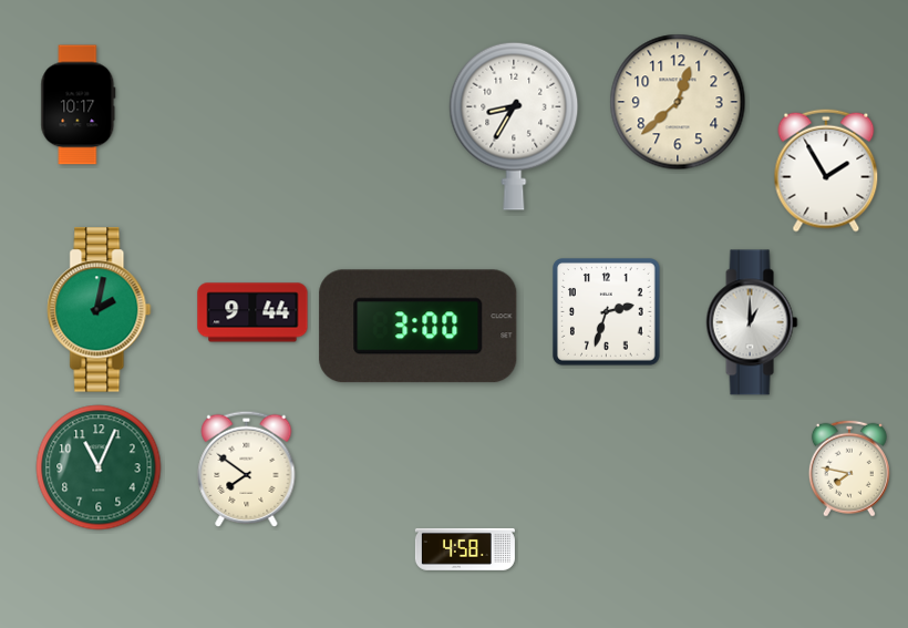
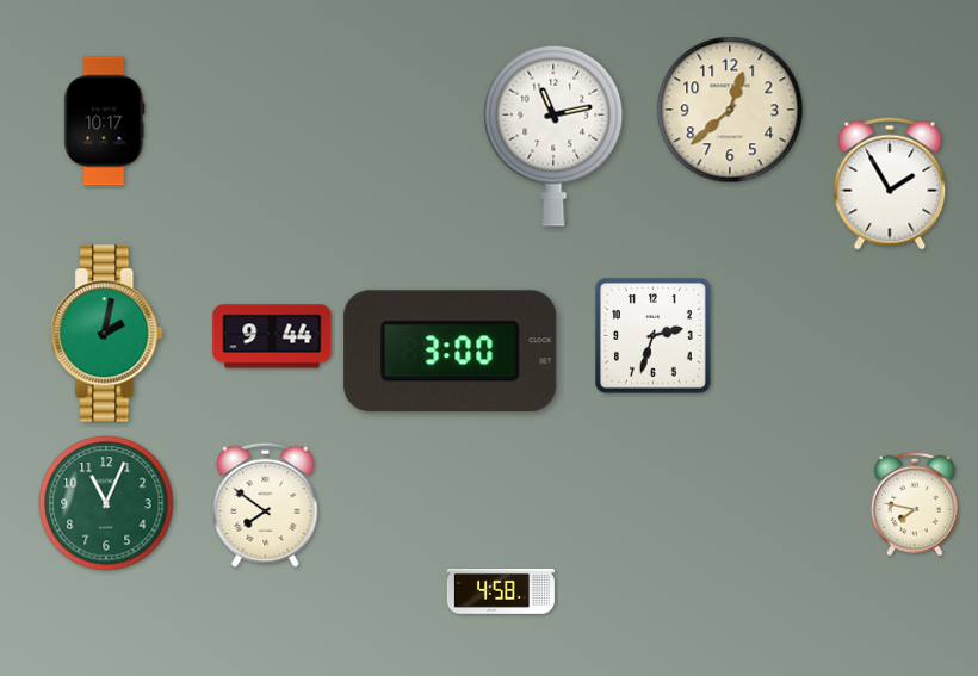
clock at (79, 105) position: (79, 105) -> (105, 122)
clock at (514, 126): 8:35 -> 11:13
clock at (752, 322): 1:00 -> none
